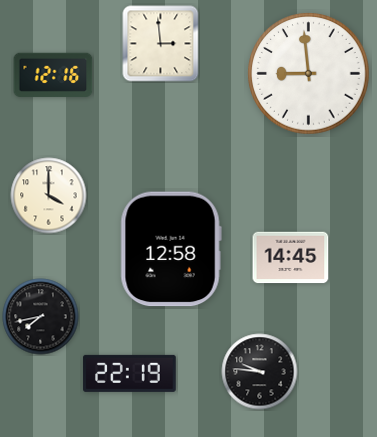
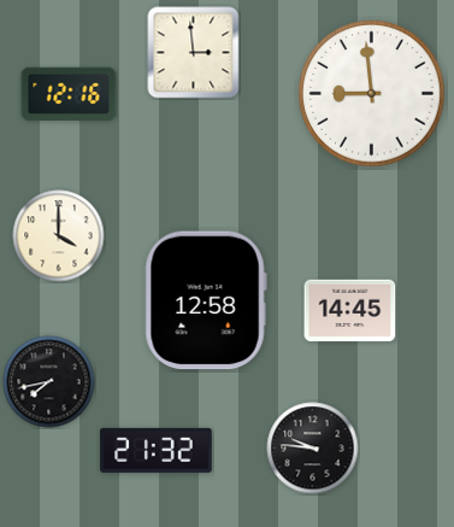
clock at (309, 74) position: (309, 74) -> (372, 94)
clock at (53, 75) position: (53, 75) -> (69, 94)
clock at (130, 373): 22:19 -> 21:32
